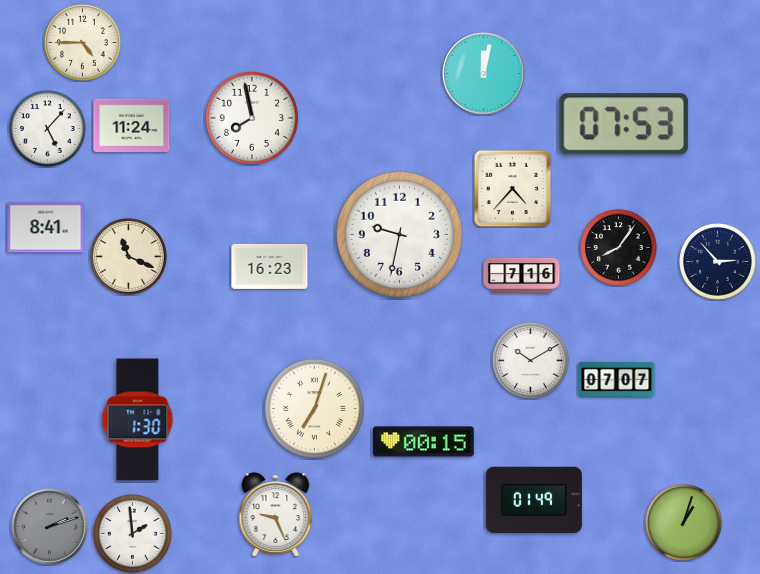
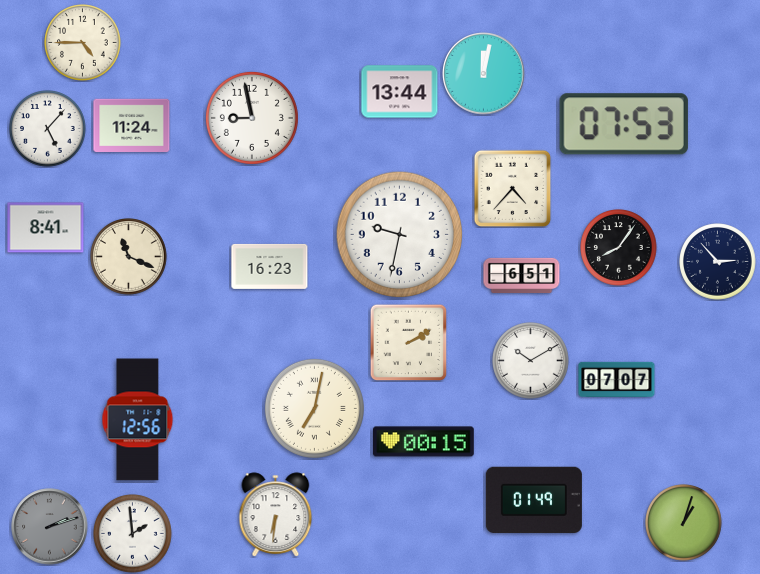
clock at (400, 92): none -> 13:44
clock at (252, 118): 7:58 -> 8:58
clock at (522, 275): 7:16 -> 6:51
clock at (408, 342): none -> 2:10
clock at (314, 408): 7:03 -> 7:02
clock at (138, 420): 1:30 -> 12:56
clock at (276, 515): 9:26 -> 6:31
